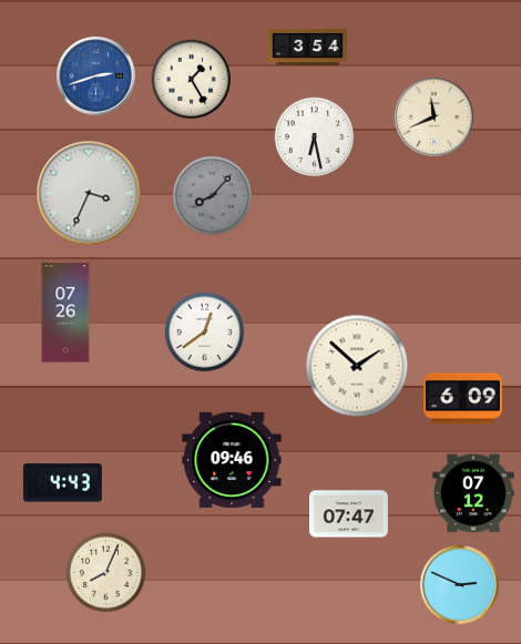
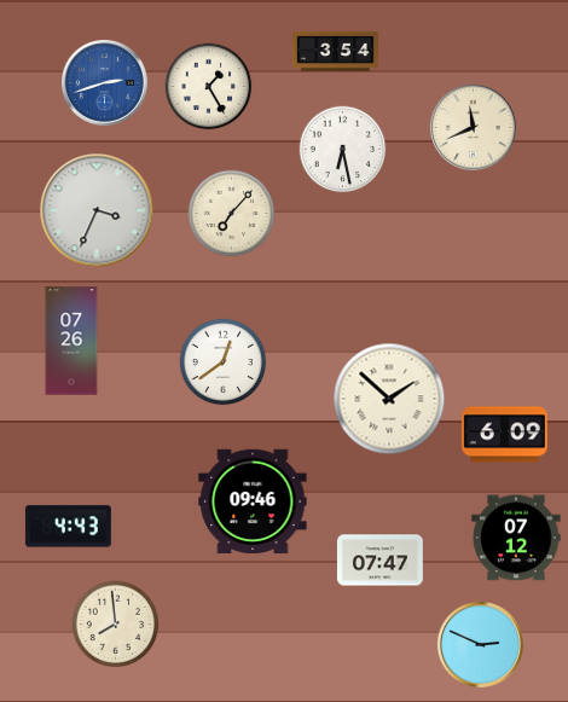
clock at (213, 196): 8:07 -> 7:07
clock at (213, 196) dial: grey -> cream
clock at (106, 573): 8:04 -> 7:59
clock at (459, 584) position: (459, 584) -> (480, 644)
